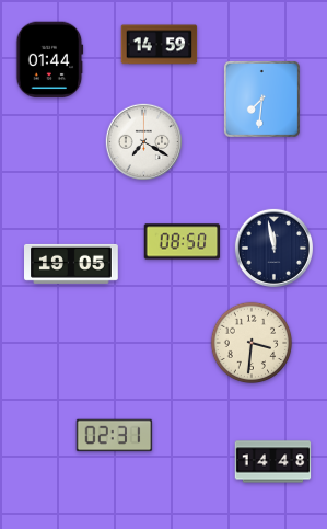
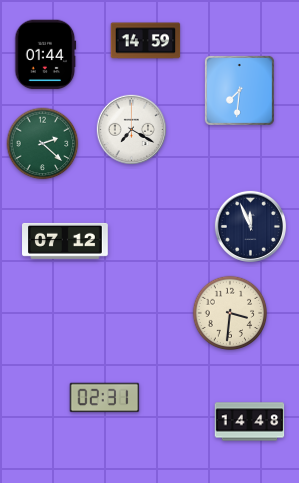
clock at (43, 144): none -> 2:22
clock at (183, 242): 08:50 -> none
clock at (273, 248): 11:58 -> 11:56
clock at (72, 264): 19:05 -> 07:12
